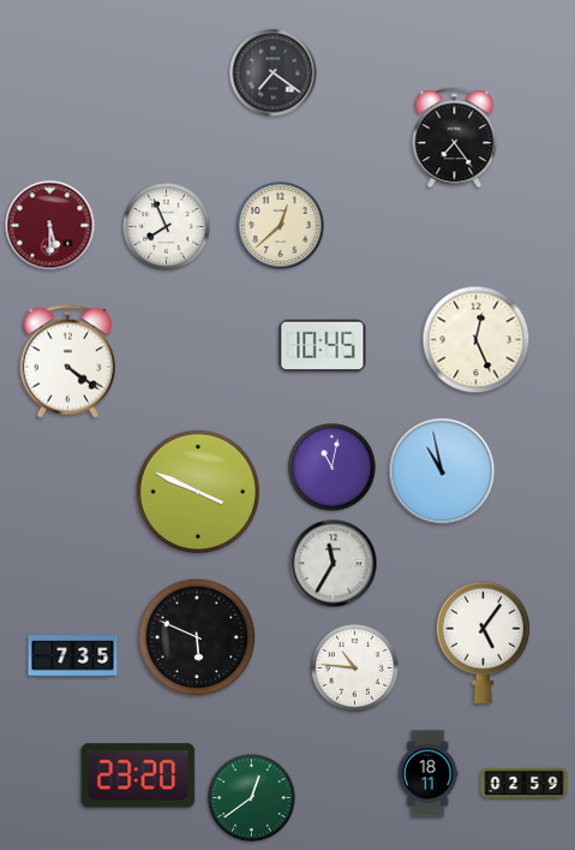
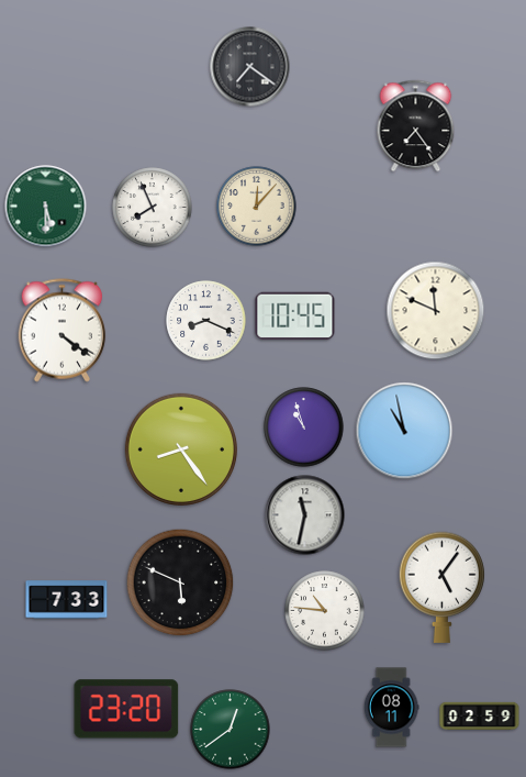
clock at (50, 226) dial: burgundy -> green
clock at (281, 226): 12:38 -> 12:07
clock at (477, 340): 12:26 -> 11:49
clock at (206, 321): none -> 8:19
clock at (333, 468): 11:02 -> 10:57
clock at (197, 491): 3:49 -> 8:24
clock at (334, 564): 11:35 -> 11:32
clock at (73, 656): 7:35 -> 7:33
clock at (427, 774): 18:11 -> 08:11
